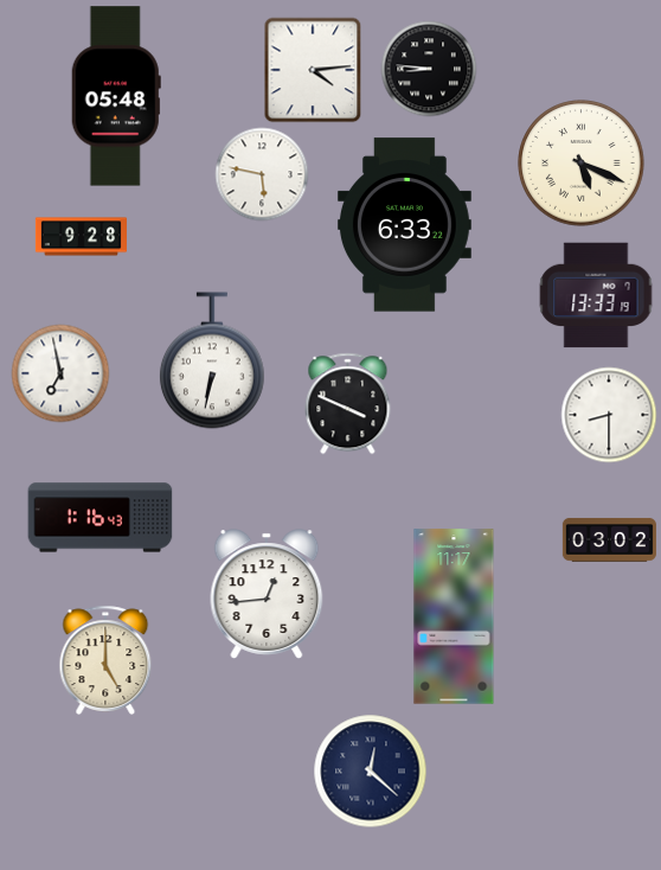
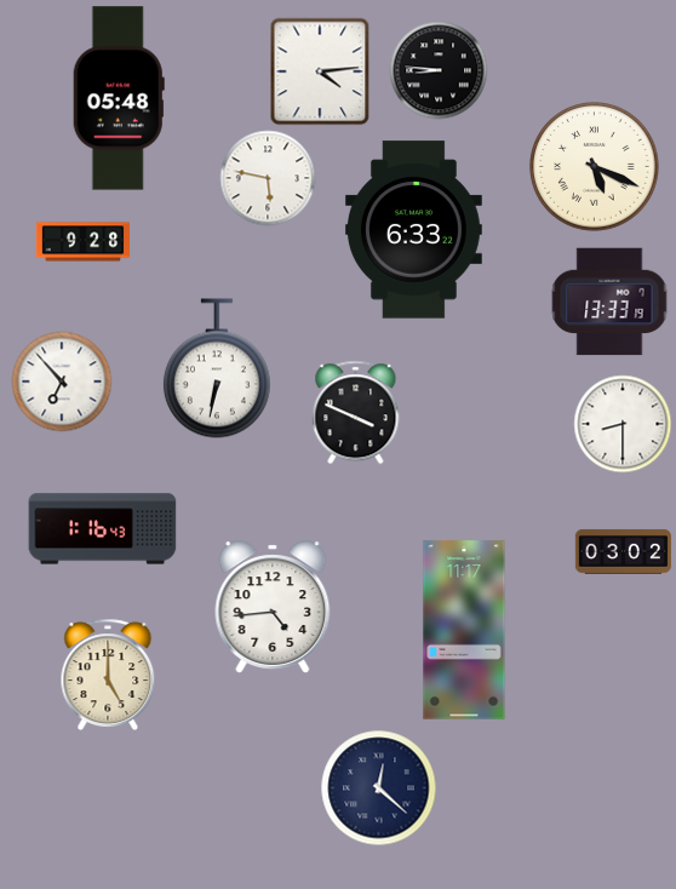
clock at (60, 373): 6:58 -> 6:53
clock at (267, 594): 12:44 -> 4:44
